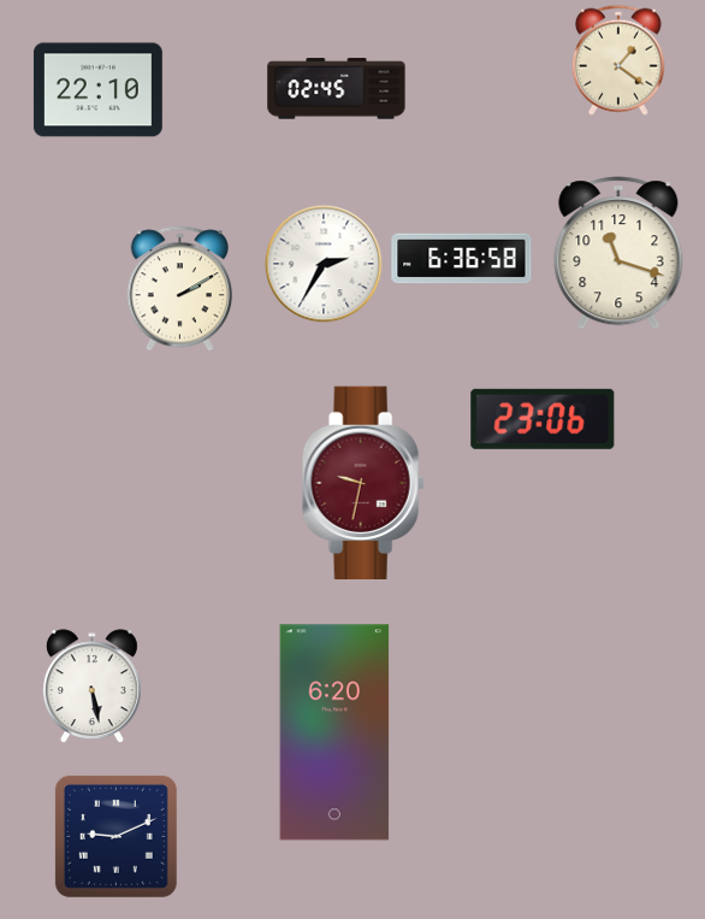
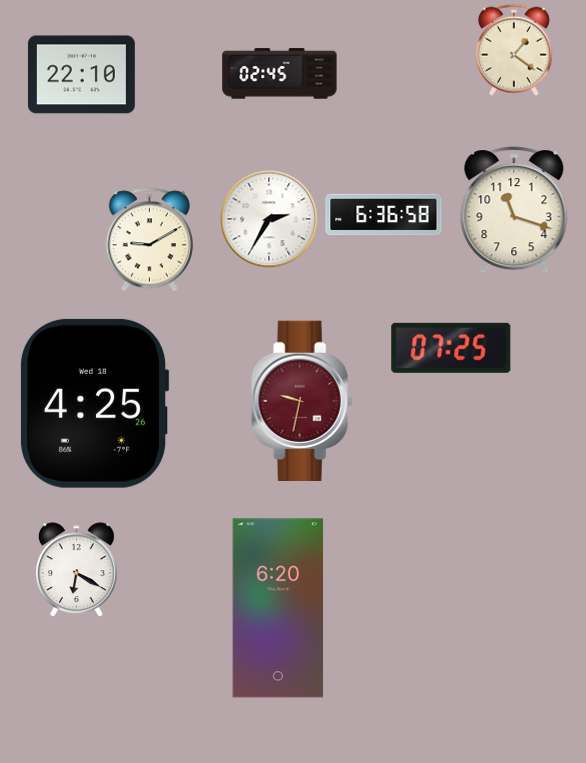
clock at (179, 289): 2:10 -> 9:10
clock at (543, 419): 23:06 -> 07:25
clock at (94, 403): none -> 4:25
clock at (91, 687): 5:28 -> 6:20
clock at (115, 836): 9:11 -> none
